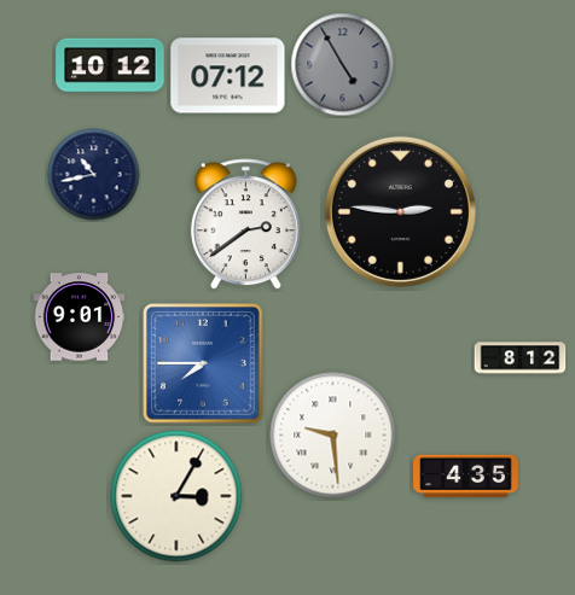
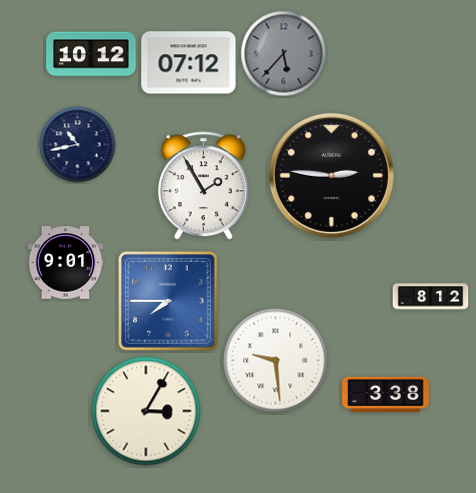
clock at (343, 65): 4:55 -> 5:37
clock at (245, 224): 2:39 -> 1:55
clock at (466, 477): 4:35 -> 3:38
